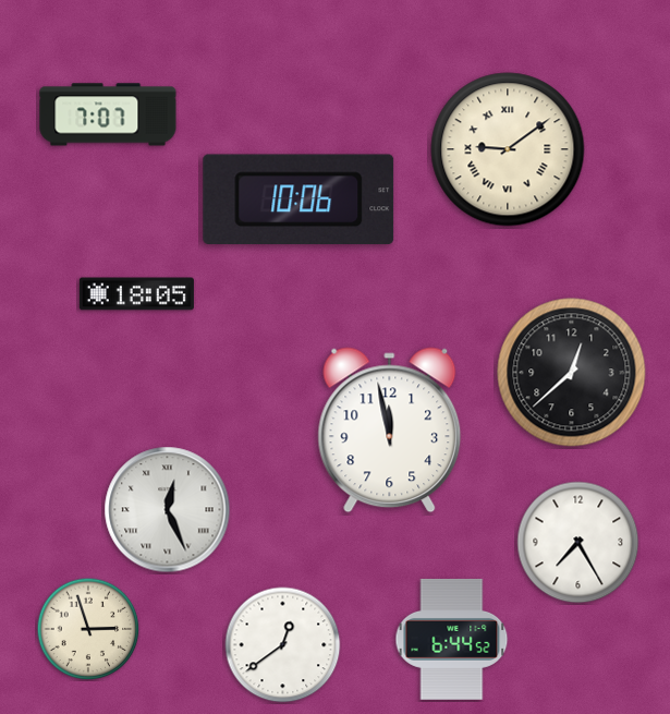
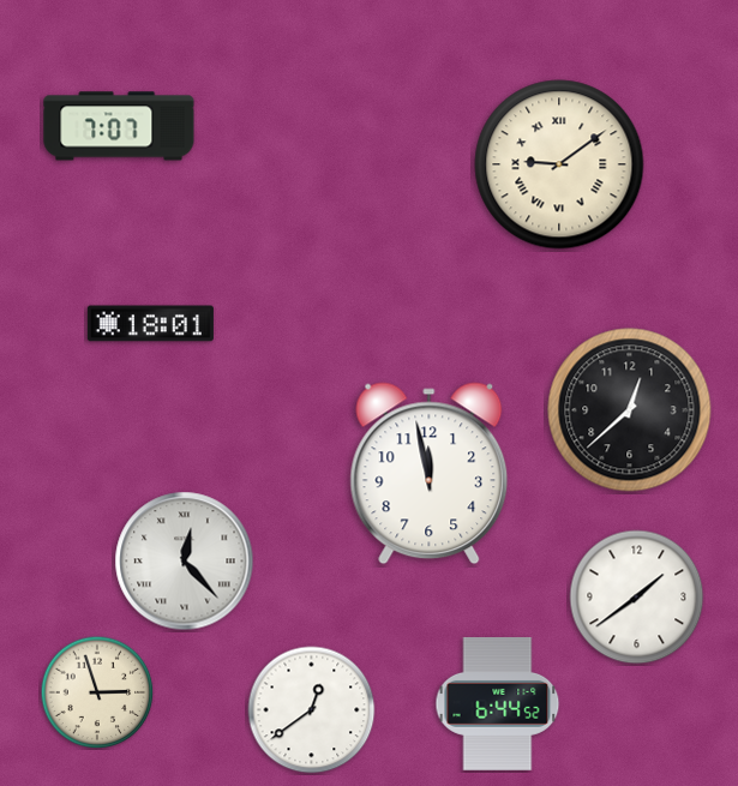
clock at (299, 199): 10:06 -> none
clock at (136, 294): 18:05 -> 18:01
clock at (168, 510): 12:26 -> 12:23
clock at (578, 543): 7:25 -> 1:39
